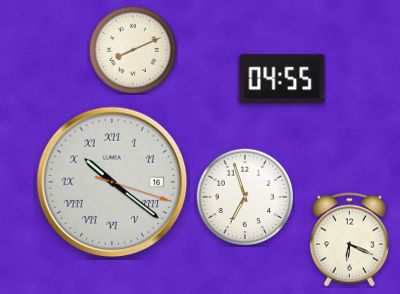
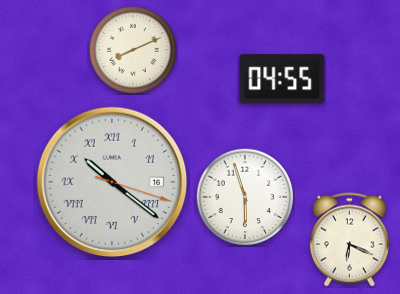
clock at (245, 197): 6:57 -> 5:57
